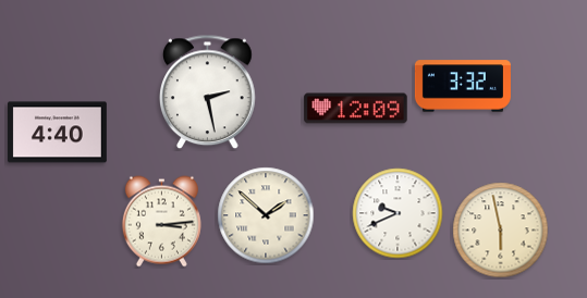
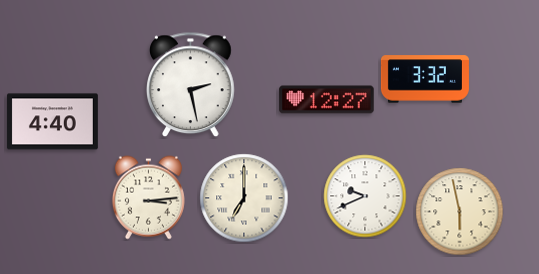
clock at (356, 109): 12:09 -> 12:27
clock at (266, 215): 1:52 -> 7:00
clock at (161, 222) position: (161, 222) -> (148, 198)
